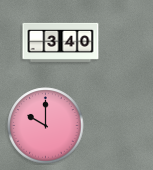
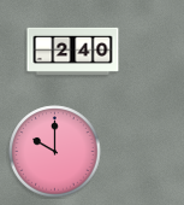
clock at (61, 42): 3:40 -> 2:40
